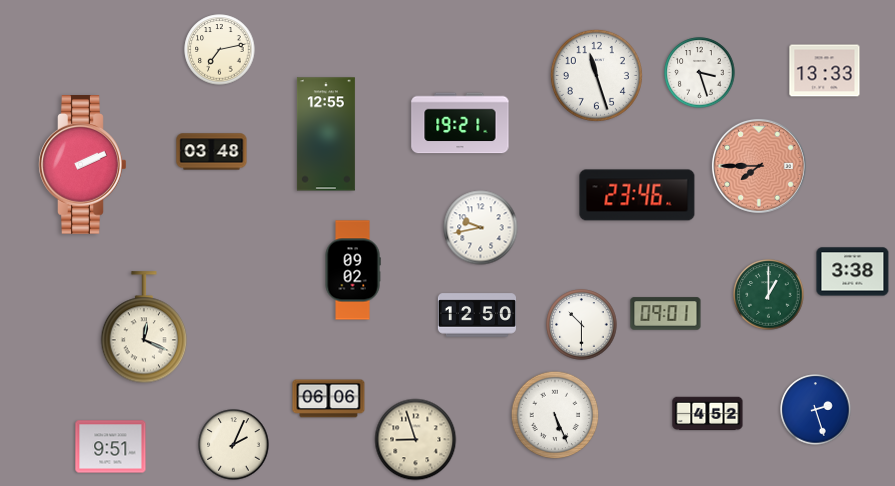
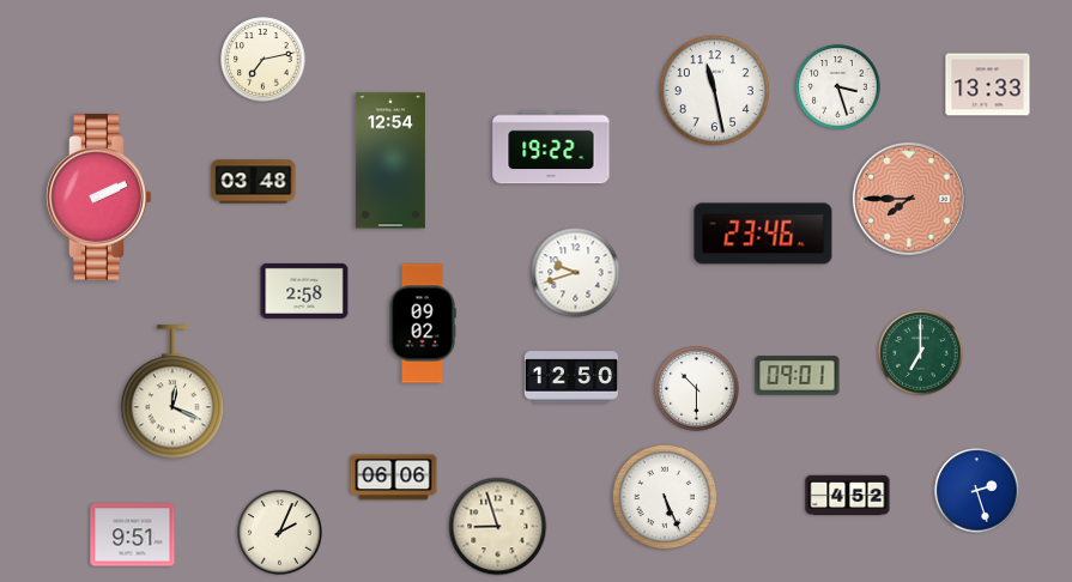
clock at (596, 75): 11:27 -> 11:28
clock at (460, 123): 19:21 -> 19:22
clock at (326, 134): 12:55 -> 12:54
clock at (481, 228): 9:43 -> 9:42
clock at (304, 291): none -> 2:58
clock at (853, 272): 3:38 -> none
clock at (769, 295): 1:00 -> 7:00
